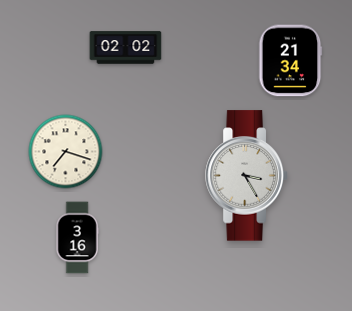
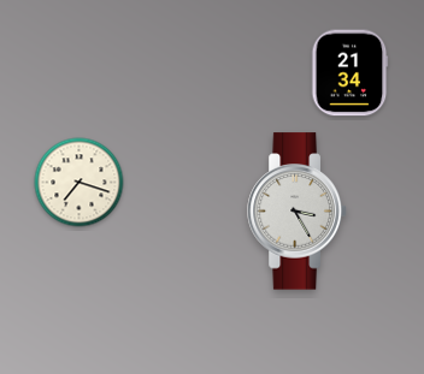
clock at (126, 48): 02:02 -> none
clock at (77, 238): 3:16 -> none
